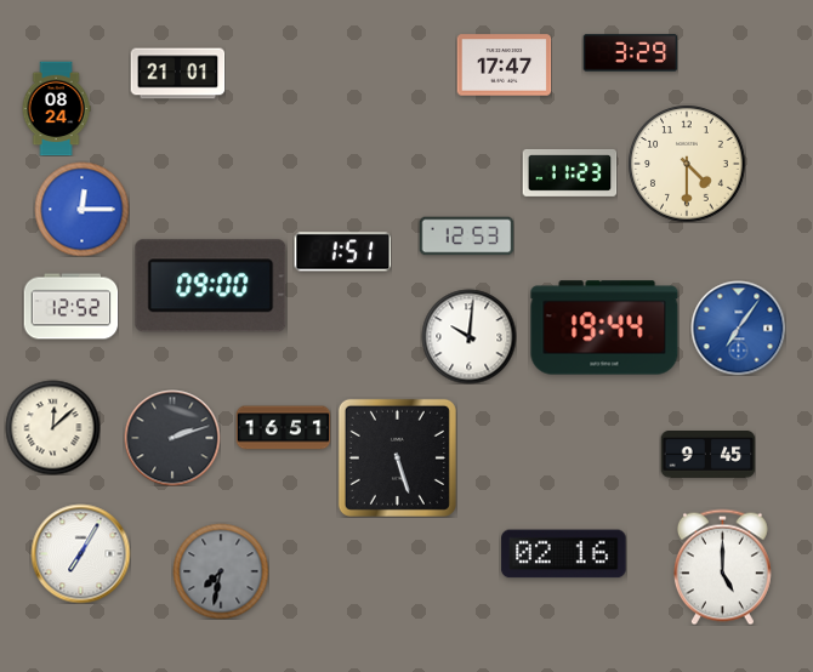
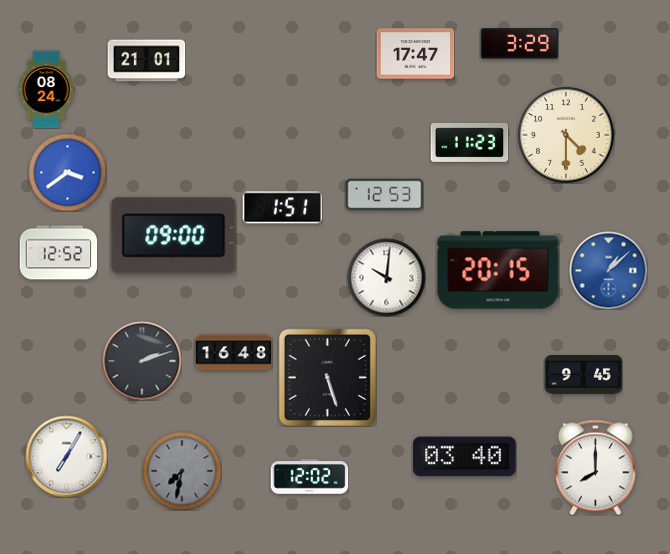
clock at (81, 209): 12:15 -> 3:39
clock at (604, 328): 19:44 -> 20:15
clock at (738, 328): 7:06 -> 1:08
clock at (52, 427): 12:08 -> none
clock at (283, 428): 16:51 -> 16:48
clock at (564, 554): 02:16 -> 03:40
clock at (722, 566): 5:00 -> 8:00
clock at (309, 477): none -> 12:02
